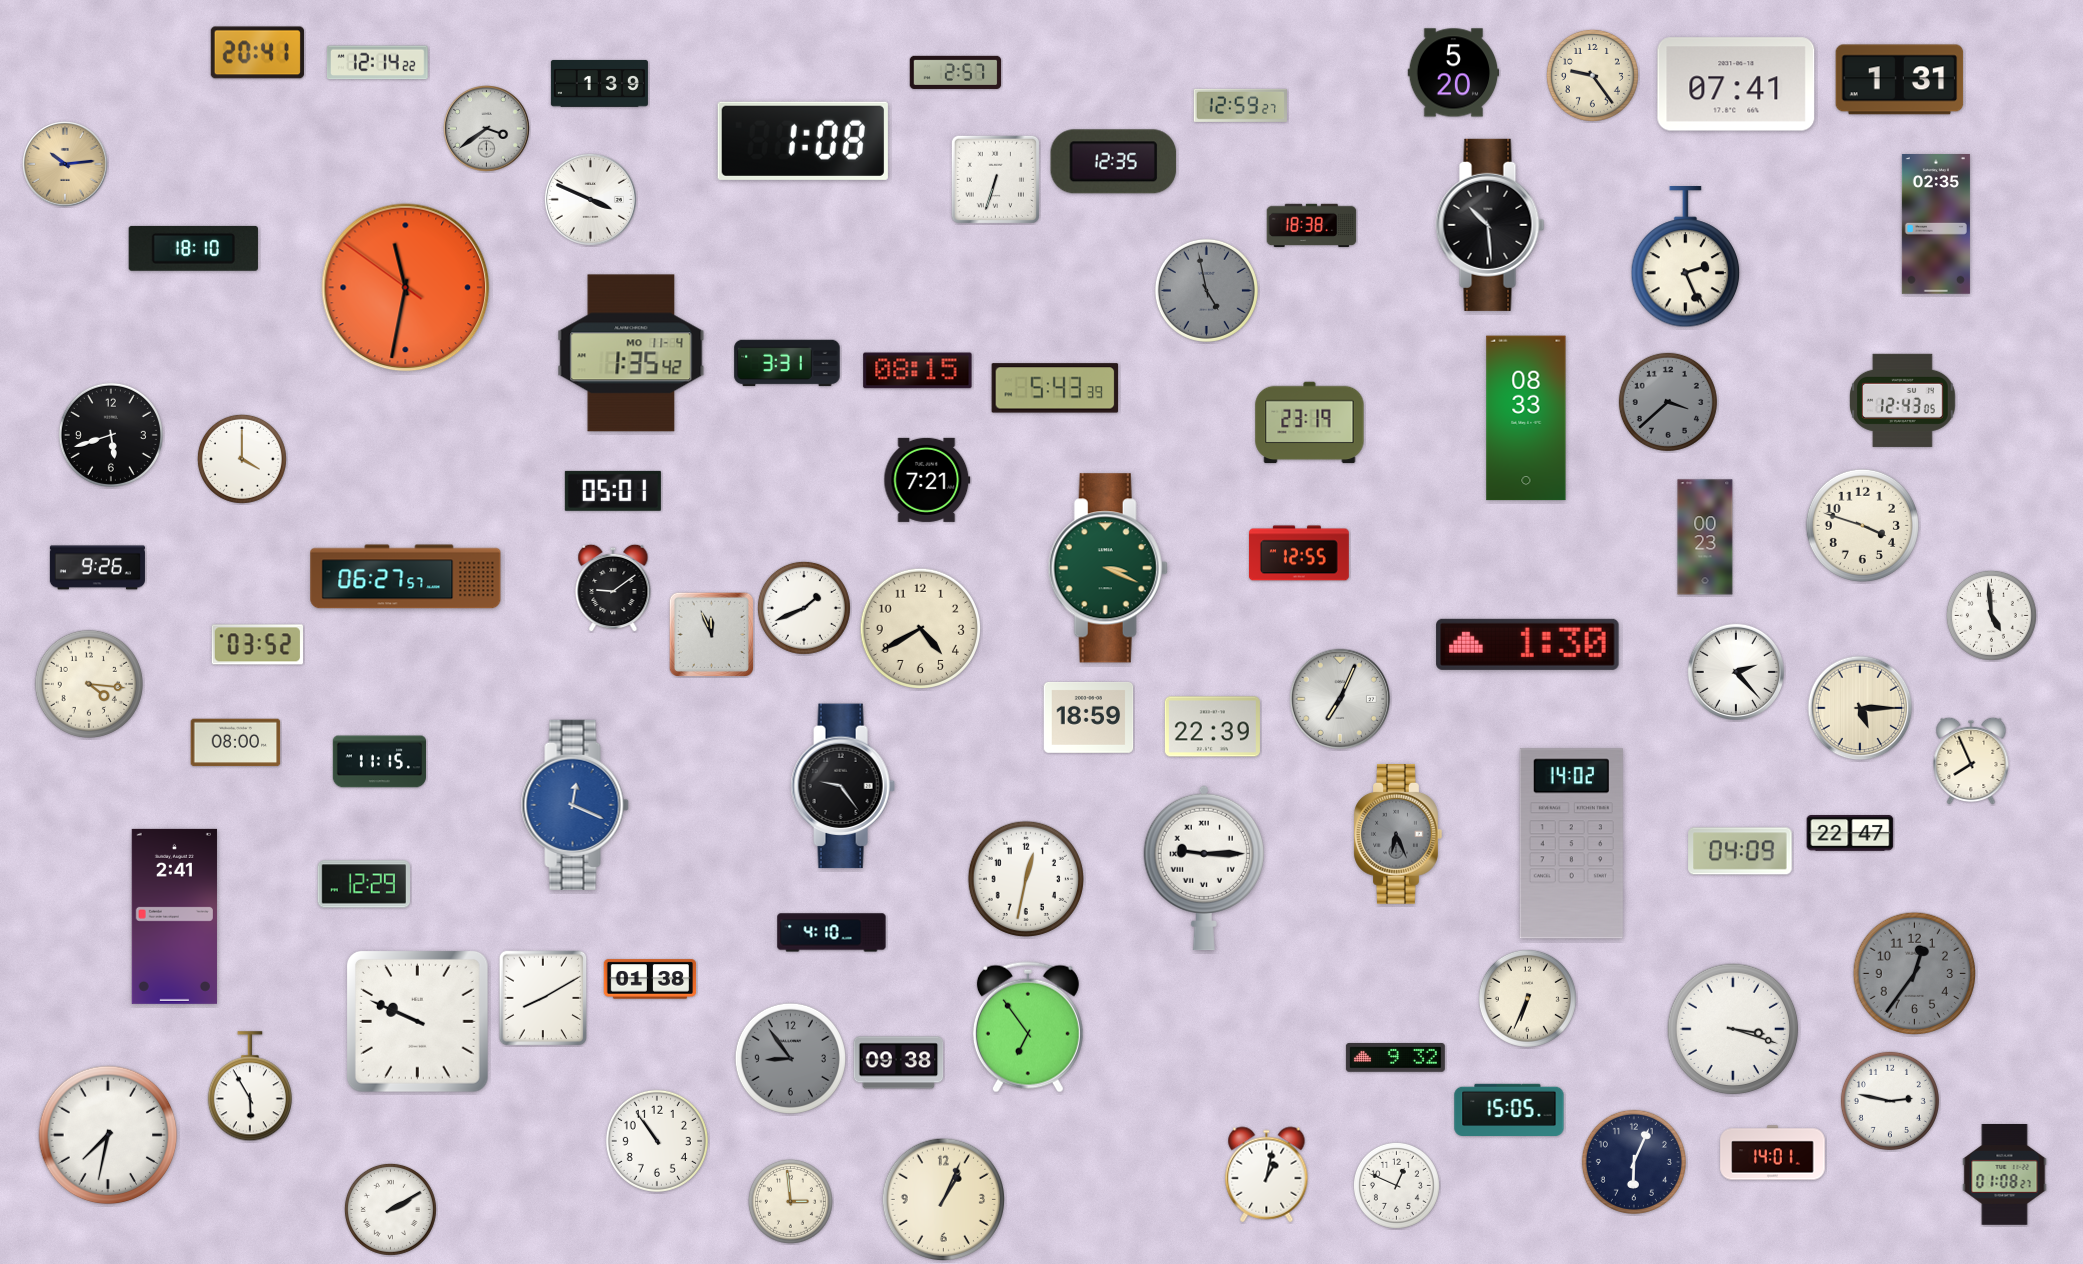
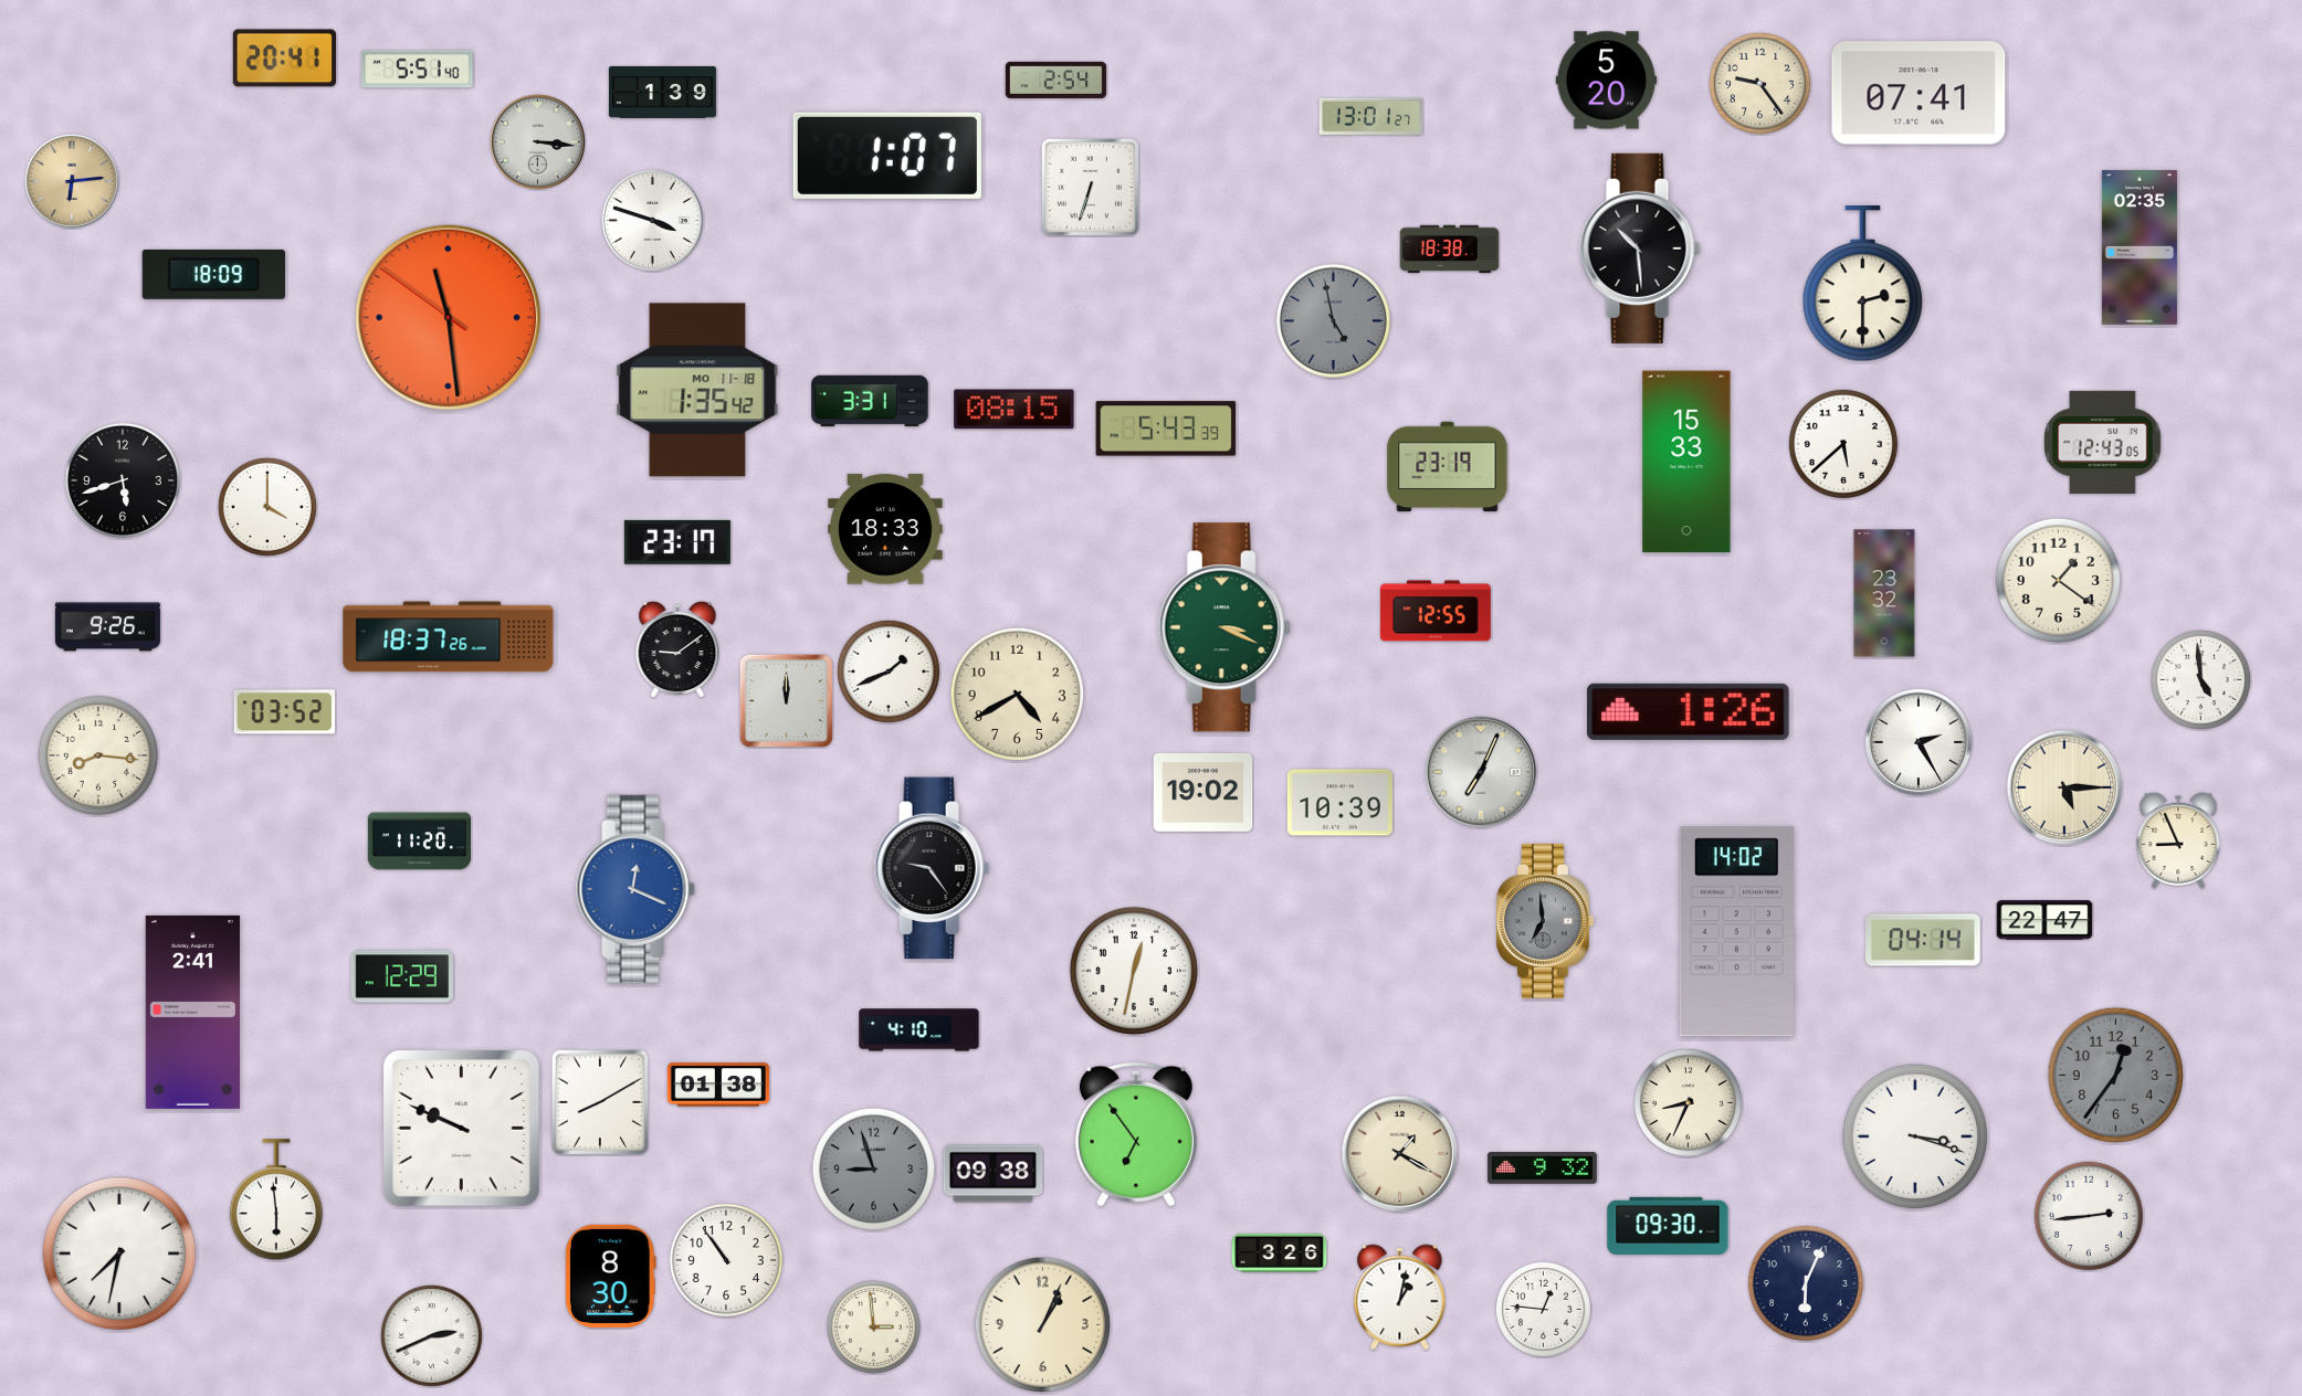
clock at (377, 63): 12:14 -> 5:51
clock at (956, 72): 2:57 -> 2:54
clock at (1900, 80): 1:31 -> none
clock at (1240, 105): 12:59 -> 13:01
clock at (487, 129): 3:39 -> 3:16
clock at (803, 141): 1:08 -> 1:07
clock at (1114, 162): 12:35 -> none
clock at (66, 165): 10:14 -> 6:14
clock at (995, 179) position: (995, 179) -> (1090, 187)
clock at (590, 199): 3:49 -> 3:48
clock at (1490, 225) position: (1490, 225) -> (1640, 248)
clock at (193, 248): 18:10 -> 18:09
clock at (1686, 258): 2:26 -> 2:30
clock at (406, 288): 11:31 -> 11:28
clock at (631, 353) date: MO 11-4 -> MO 11-18
clock at (1668, 402): 3:38 -> 5:38
clock at (1668, 402) dial: grey -> white
clock at (1526, 418): 08:33 -> 15:33
clock at (885, 529): none -> 18:33
clock at (927, 480): 7:21 -> none
clock at (613, 491): 05:01 -> 23:17
clock at (1862, 525): 3:48 -> 1:21
clock at (1705, 537): 00:23 -> 23:32
clock at (406, 577): 06:27 -> 18:37
clock at (711, 634): 11:56 -> 12:00
clock at (1528, 644): 1:30 -> 1:26
clock at (1736, 672): 2:23 -> 2:25
clock at (89, 684): 4:16 -> 8:16
clock at (1860, 708) position: (1860, 708) -> (2064, 787)
clock at (1089, 717): 18:59 -> 19:02
clock at (1212, 727): 22:39 -> 10:39
clock at (236, 743): 08:00 -> none
clock at (1971, 761): 7:56 -> 8:56
clock at (379, 762): 11:15 -> 11:20
clock at (1398, 835): 6:26 -> 6:59
clock at (1740, 851): 04:09 -> 04:14
clock at (1203, 868): 9:15 -> none
clock at (650, 979) position: (650, 979) -> (718, 1085)
clock at (1527, 998): 6:34 -> 8:34
clock at (1400, 1154): none -> 1:20
clock at (790, 1058): 8:54 -> 8:57
clock at (250, 1087): 5:55 -> 5:59
clock at (1890, 1101): 2:47 -> 2:44
clock at (1509, 1109): 15:05 -> 09:30
clock at (1280, 1252): none -> 3:26
clock at (1773, 1153): 14:01 -> none
clock at (611, 1276): none -> 8:30
clock at (2005, 1175): 01:08 -> none
clock at (1396, 1185): 12:49 -> 12:46
clock at (390, 1209): 2:10 -> 2:41
